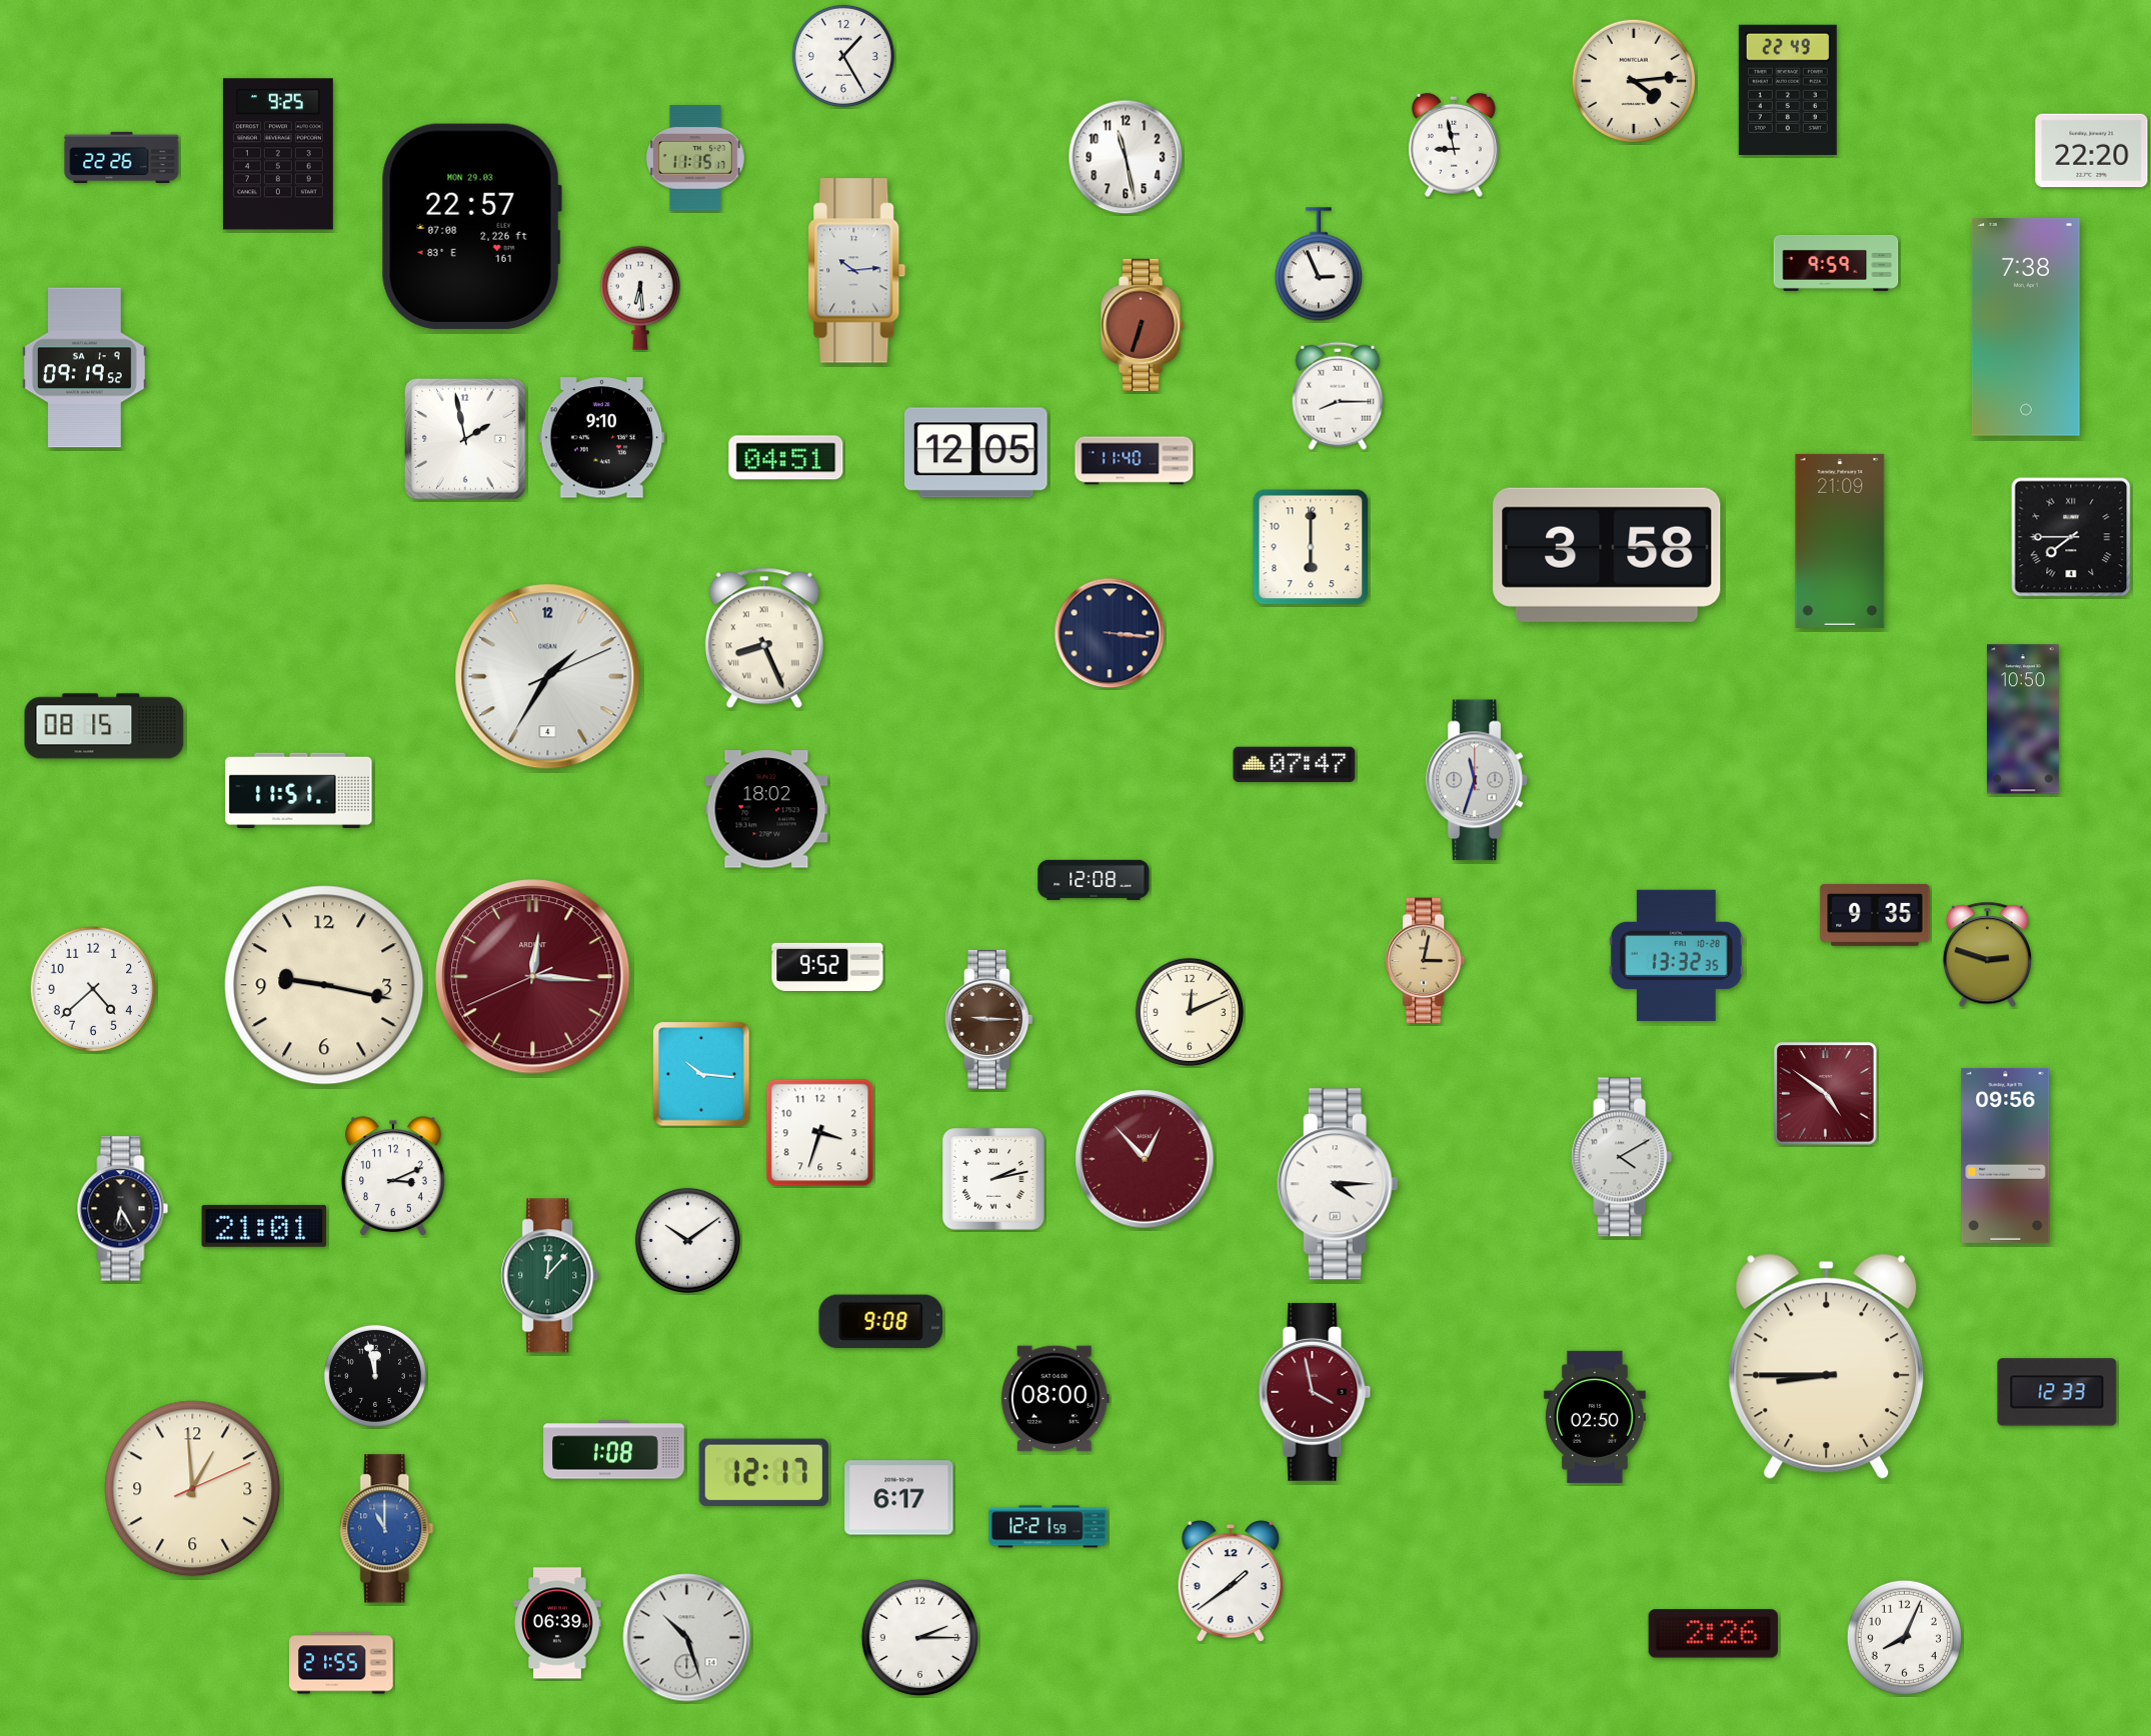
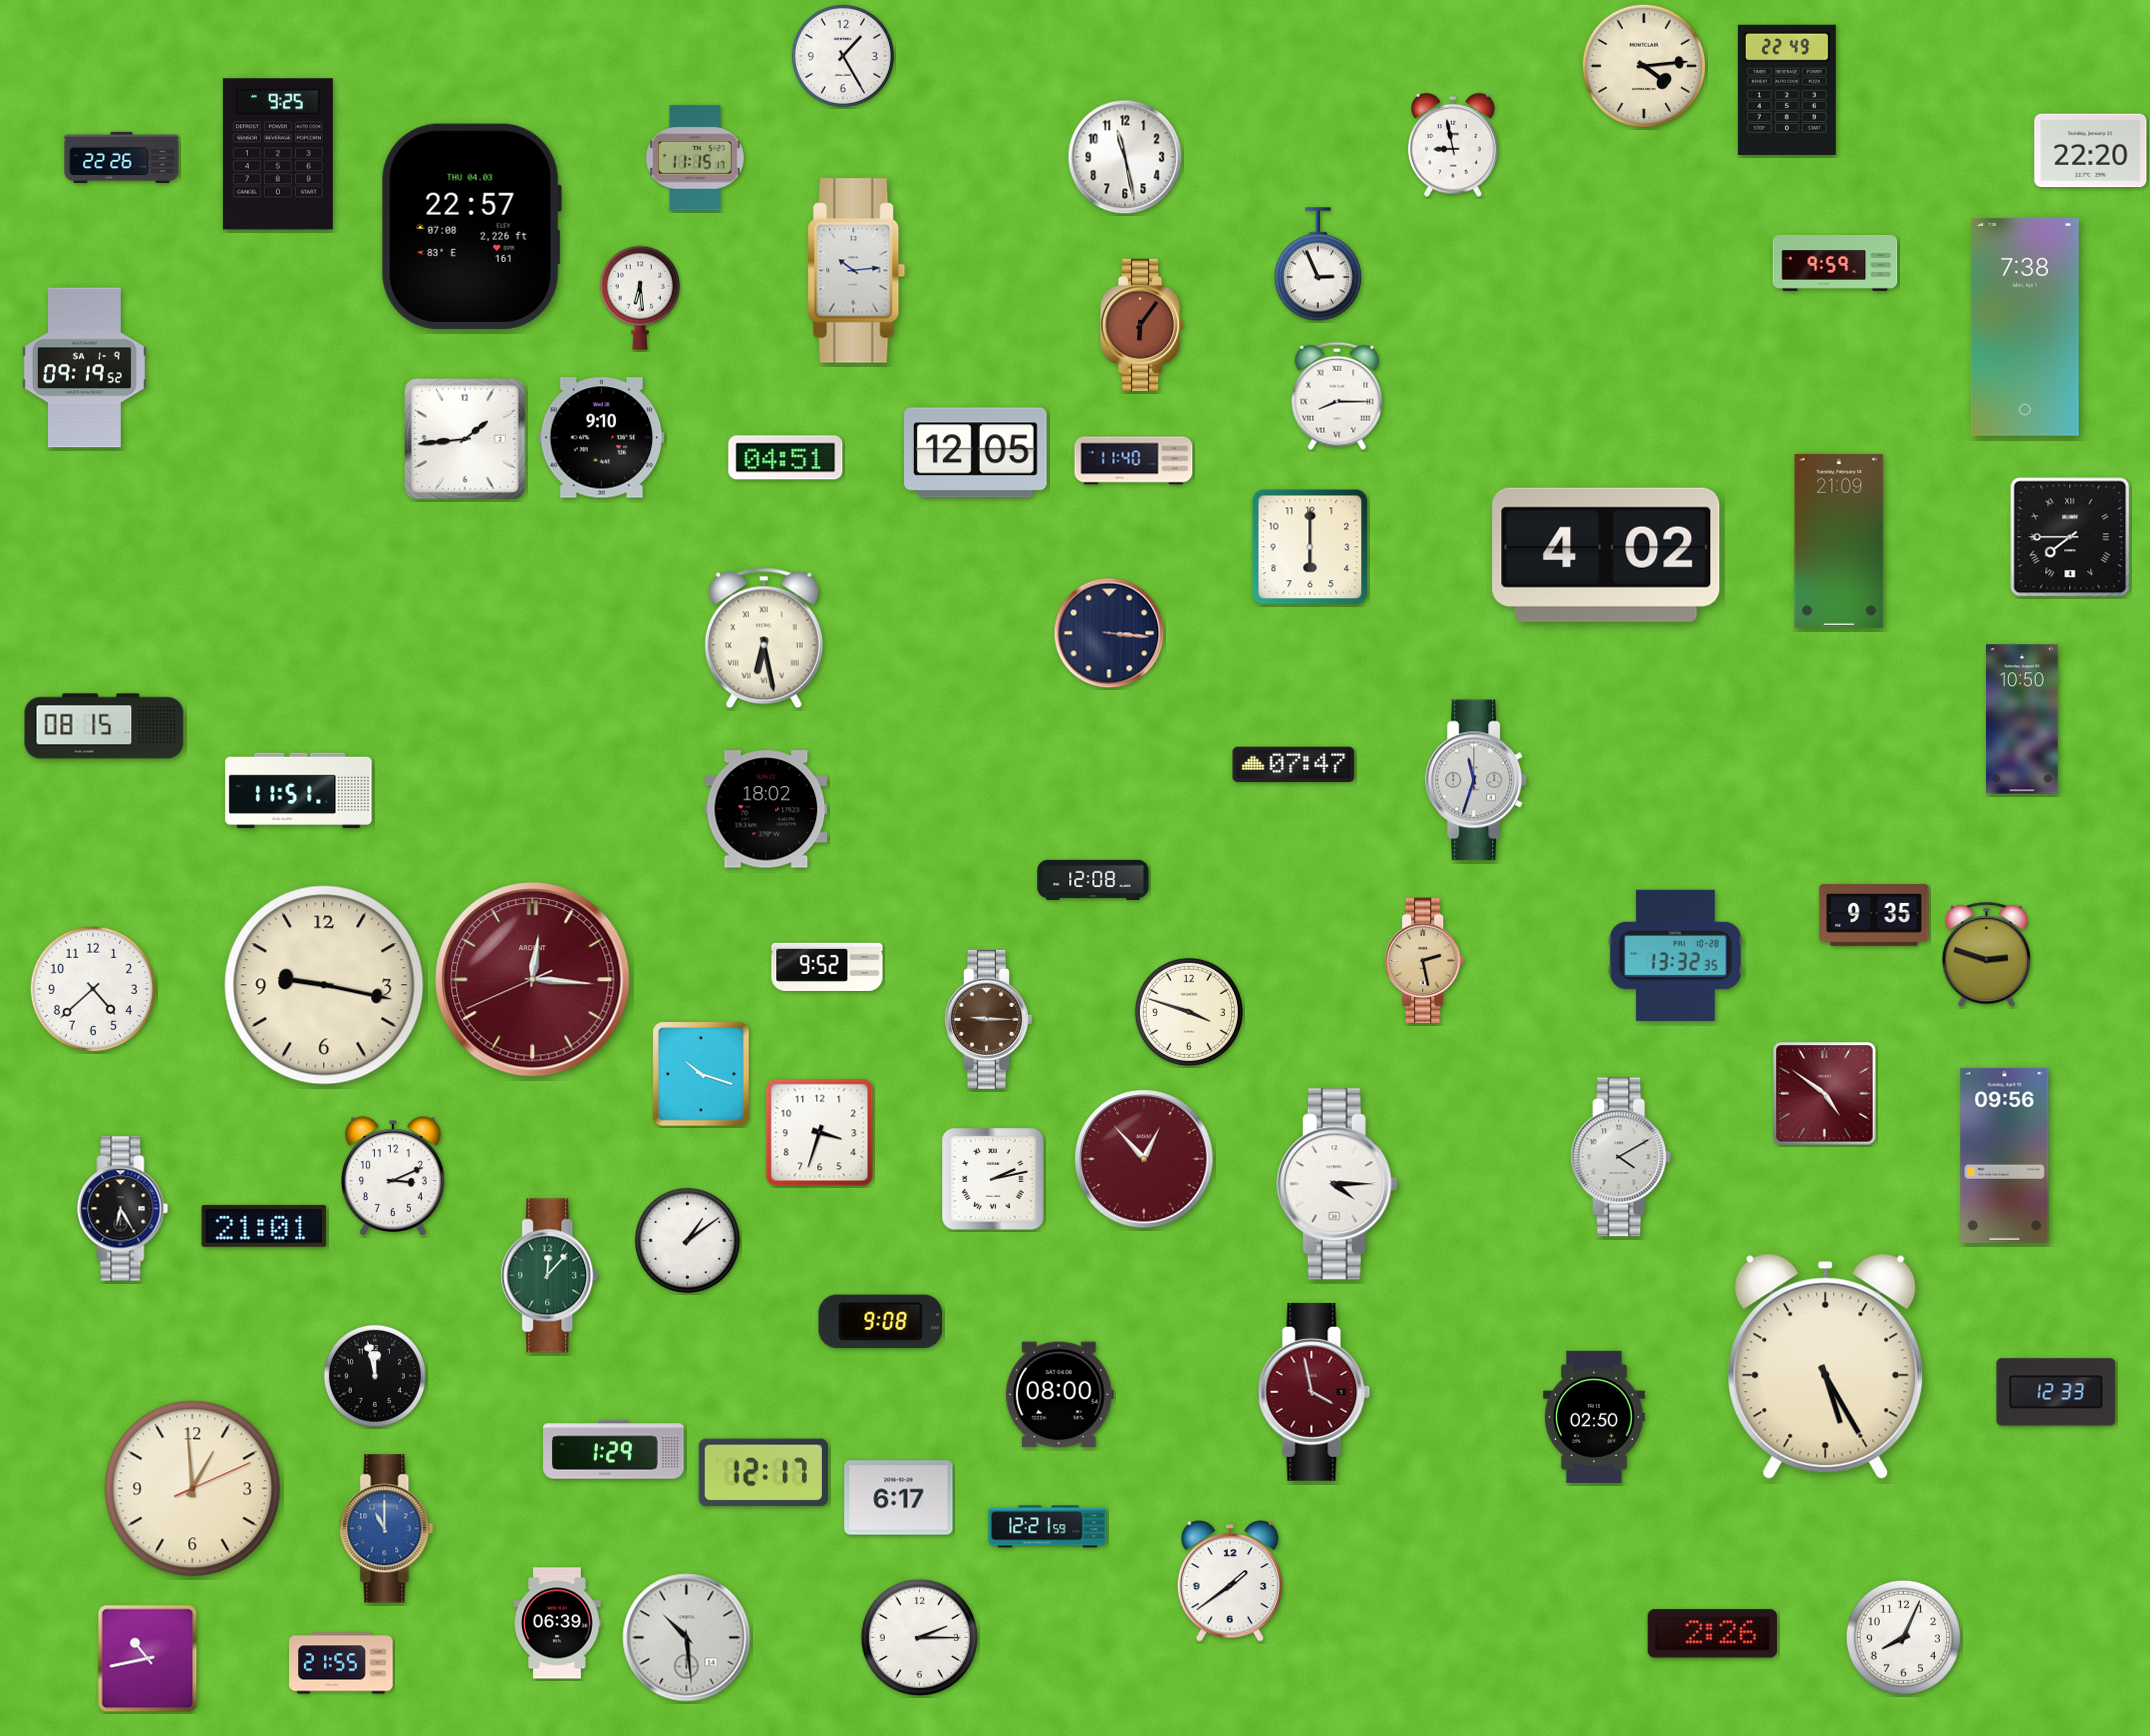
clock at (1633, 80) position: (1633, 80) -> (1643, 65)
clock at (471, 226) date: MON 29.03 -> THU 04.03
clock at (1144, 325): 6:33 -> 6:06
clock at (465, 439): 1:58 -> 1:44
clock at (1607, 555): 3:58 -> 4:02
clock at (764, 638): 8:26 -> 6:28
clock at (548, 677): 1:35 -> none
clock at (1426, 961): 3:02 -> 2:28
clock at (533, 977) position: (533, 977) -> (533, 980)
clock at (1190, 1012): 12:11 -> 3:48
clock at (701, 1074): 10:16 -> 10:18
clock at (687, 1240): 10:09 -> 1:09
clock at (1827, 1367): 8:45 -> 5:25
clock at (1054, 1399) position: (1054, 1399) -> (1059, 1395)
clock at (614, 1450): 1:08 -> 1:29
clock at (687, 1638): 10:27 -> 10:29
clock at (148, 1659): none -> 10:43
